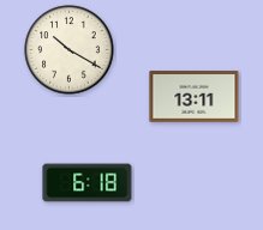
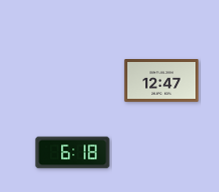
clock at (70, 50): 10:20 -> none
clock at (195, 97): 13:11 -> 12:47
